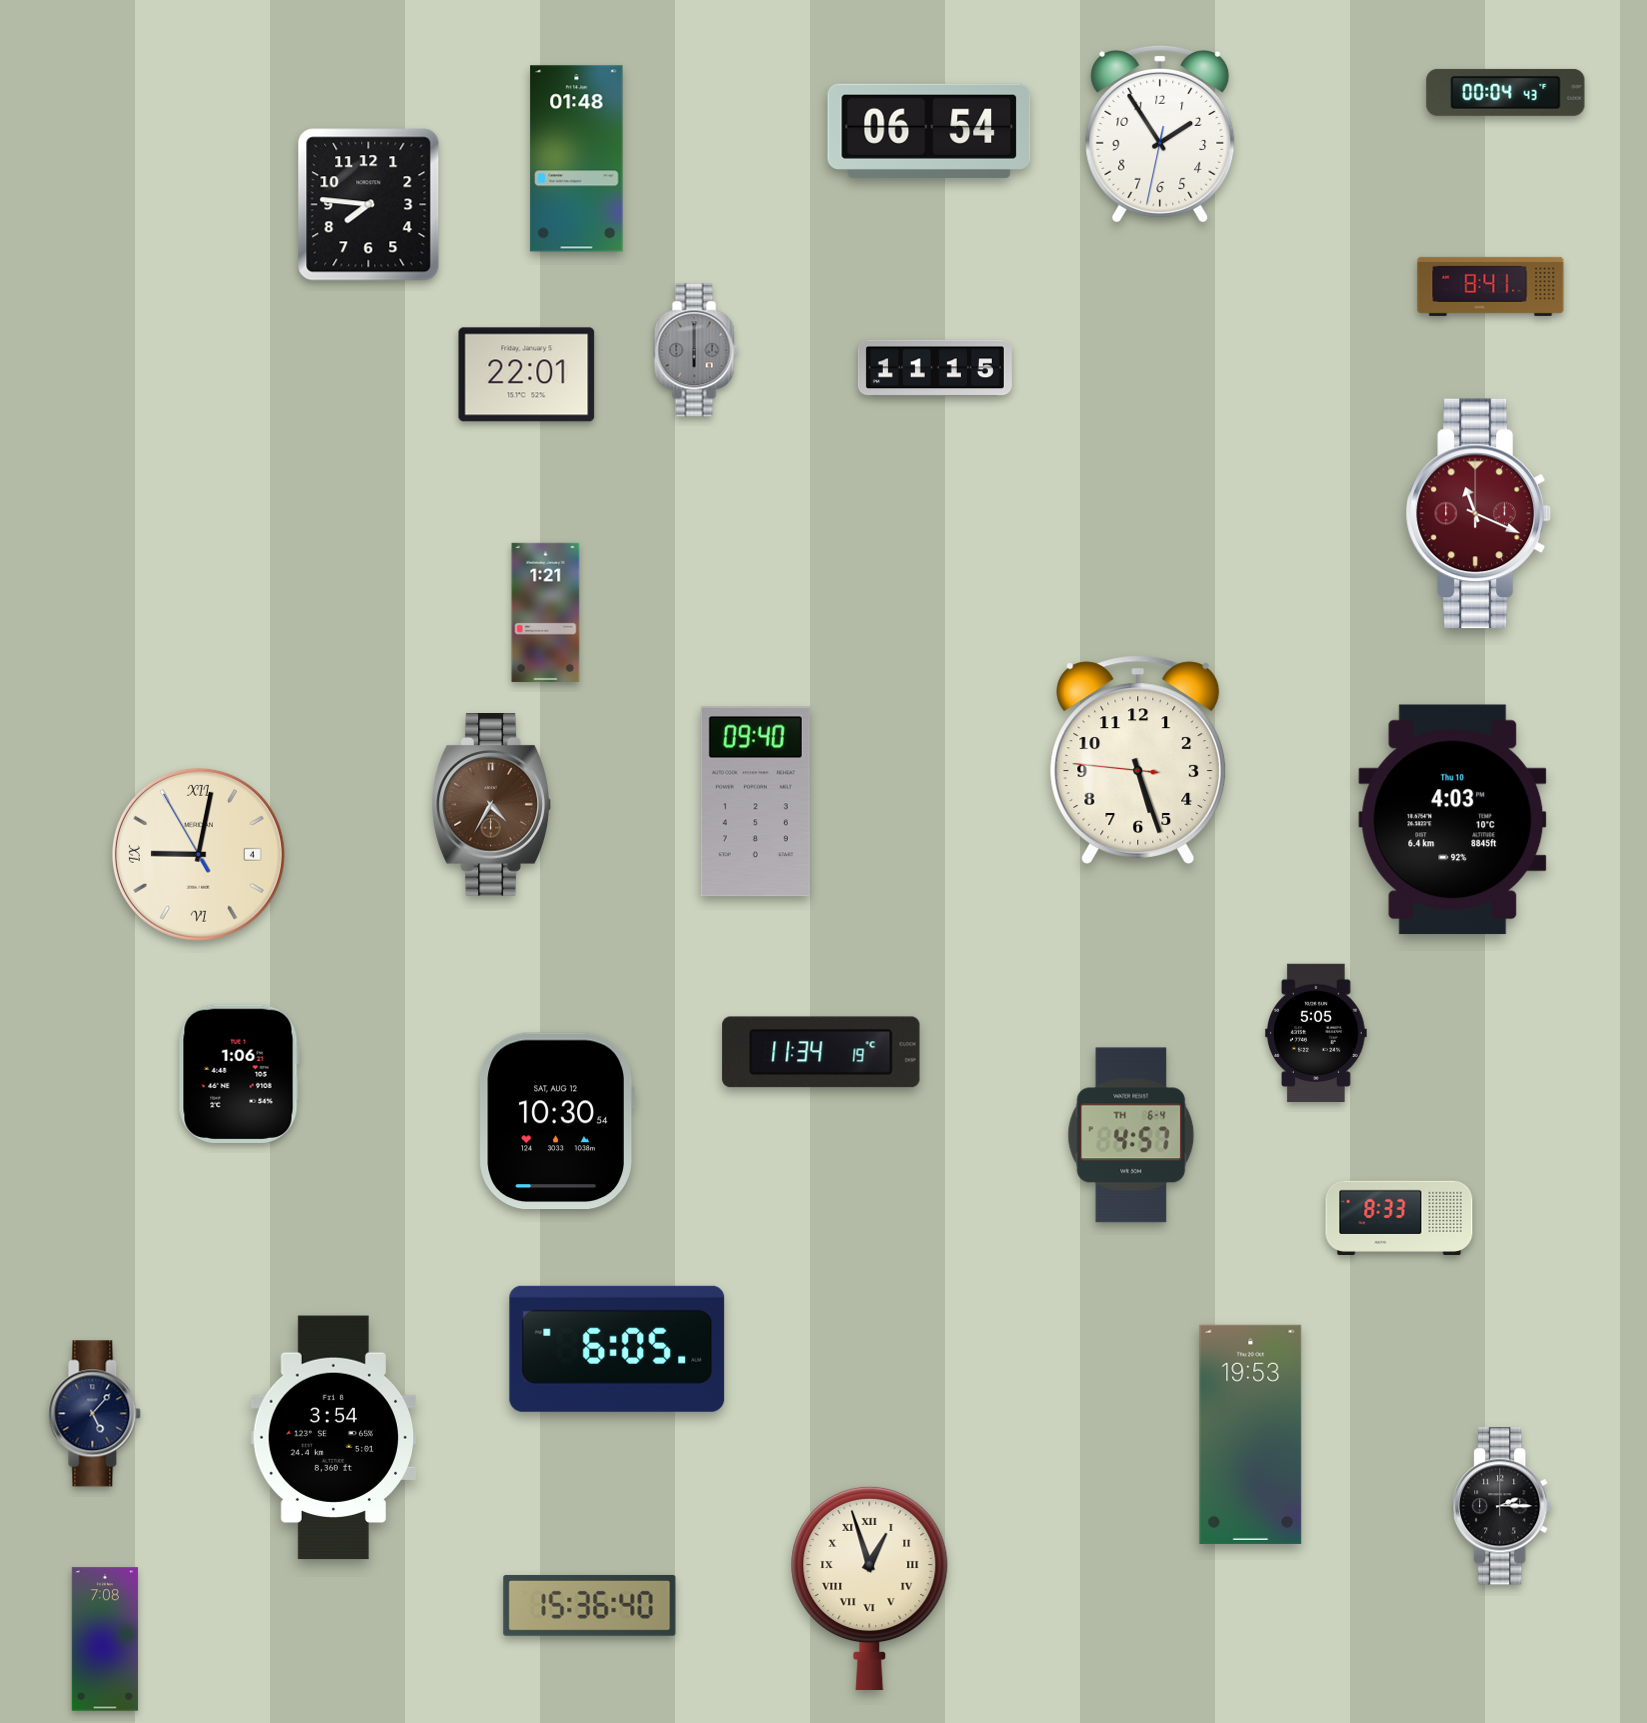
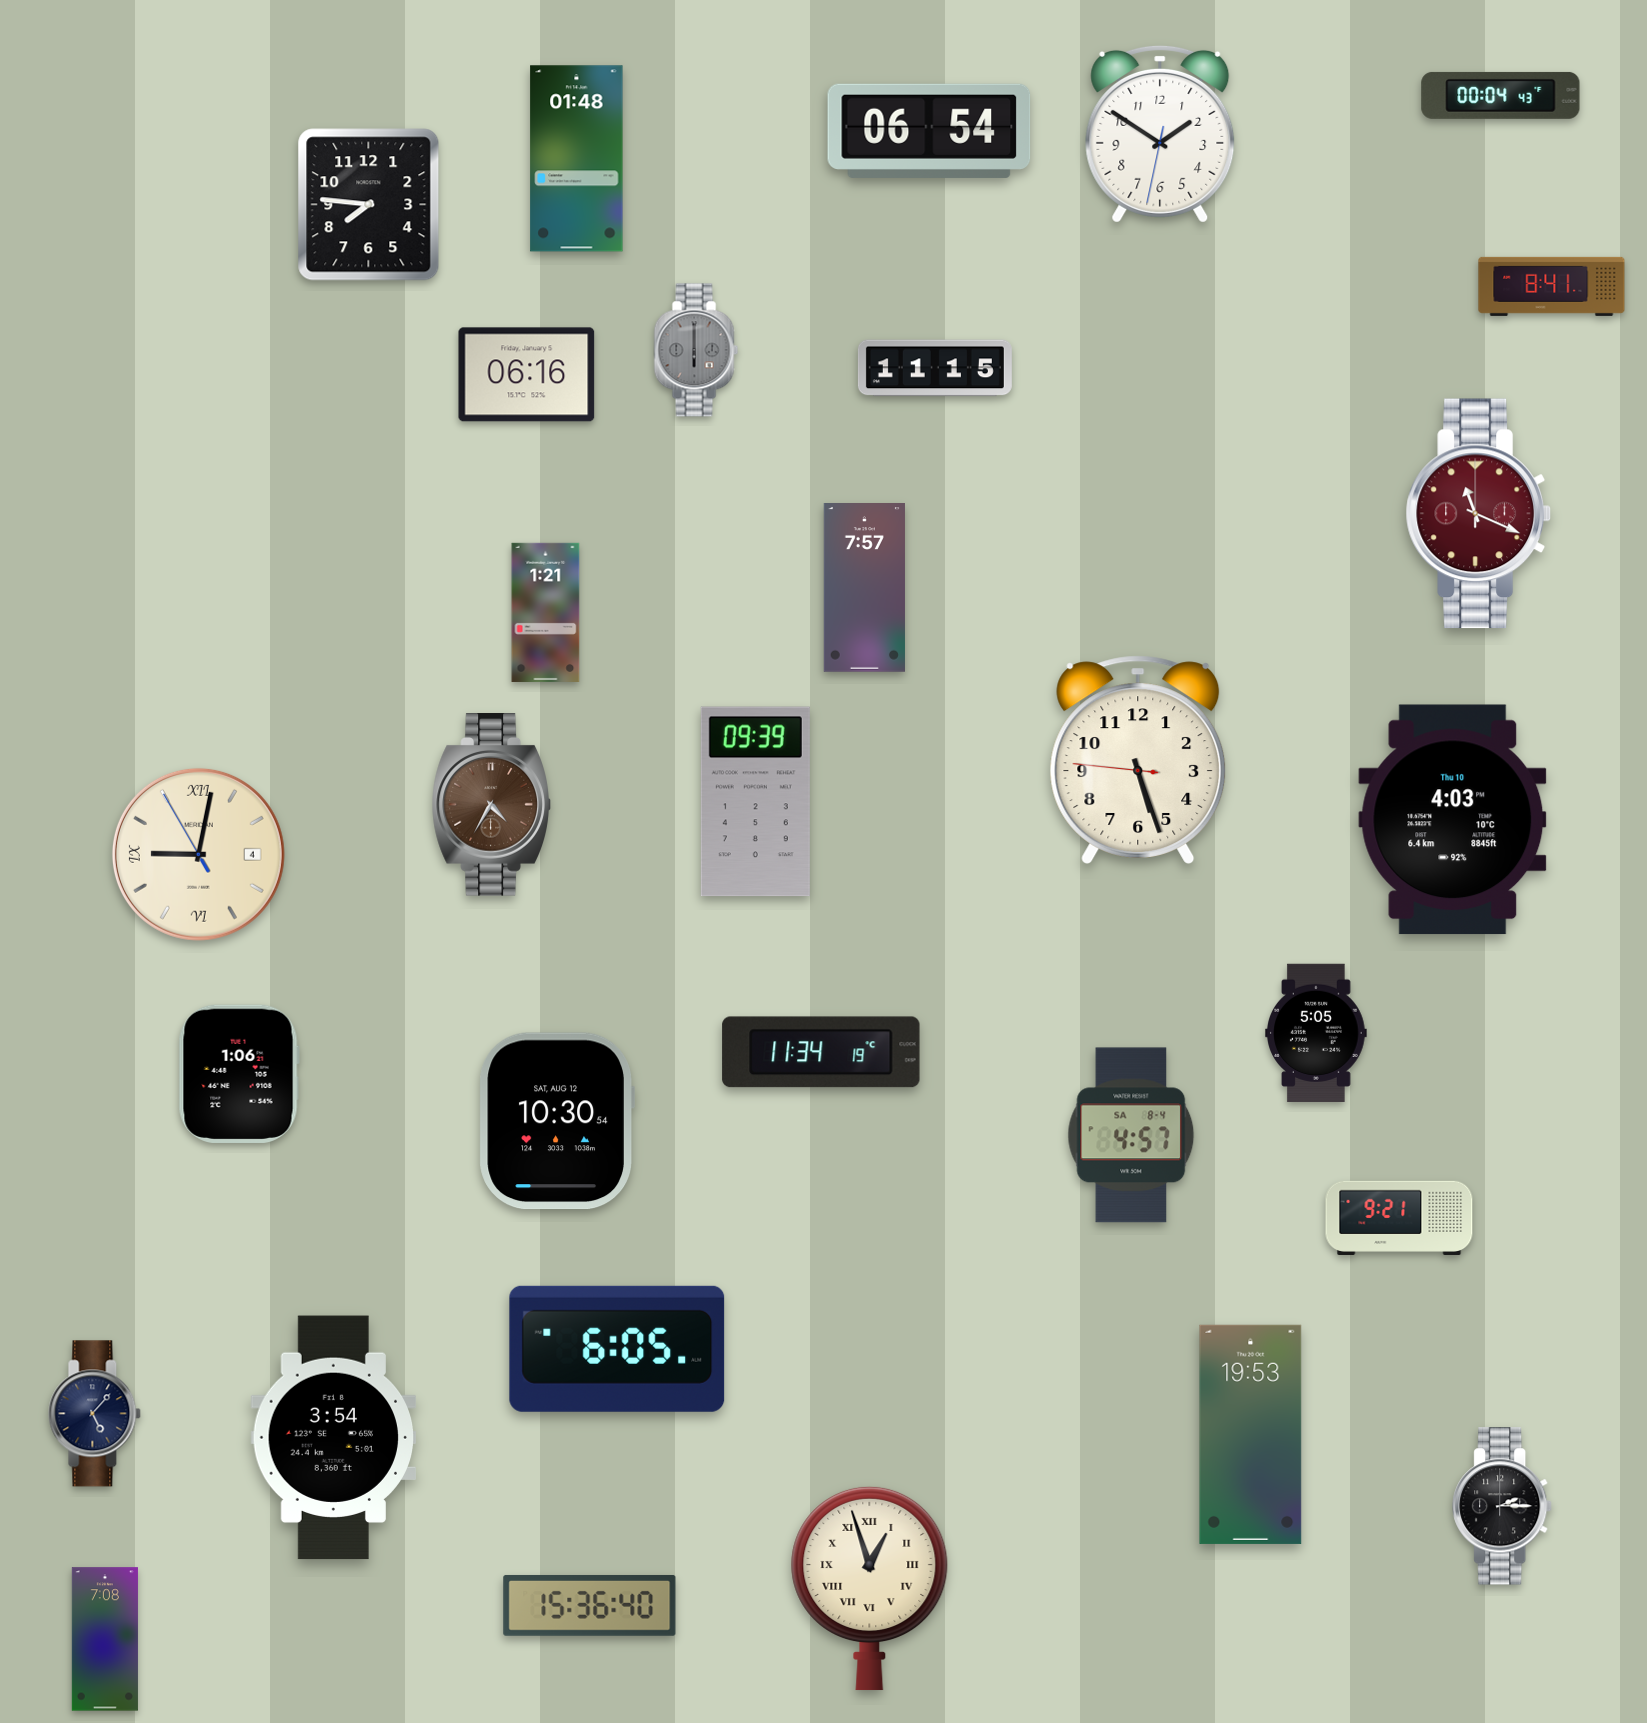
clock at (1506, 92) position: (1506, 92) -> (1501, 95)
clock at (1160, 134): 1:54 -> 1:50
clock at (1491, 286) position: (1491, 286) -> (1552, 286)
clock at (527, 375): 22:01 -> 06:16
clock at (864, 588): none -> 7:57
clock at (755, 802): 09:40 -> 09:39
clock at (1131, 1135) date: TH 6-4 -> SA 8-4
clock at (1399, 1218): 8:33 -> 9:21
